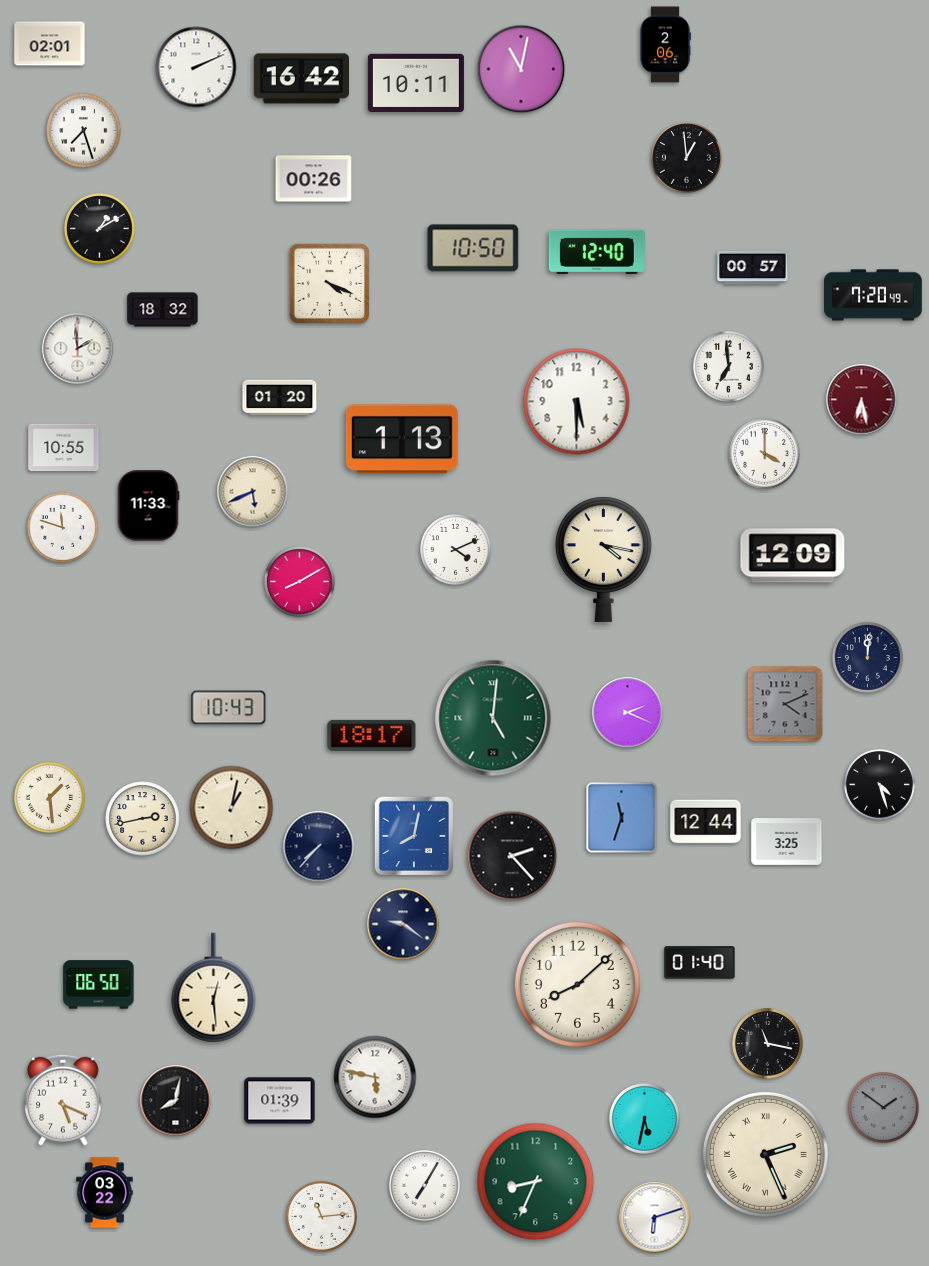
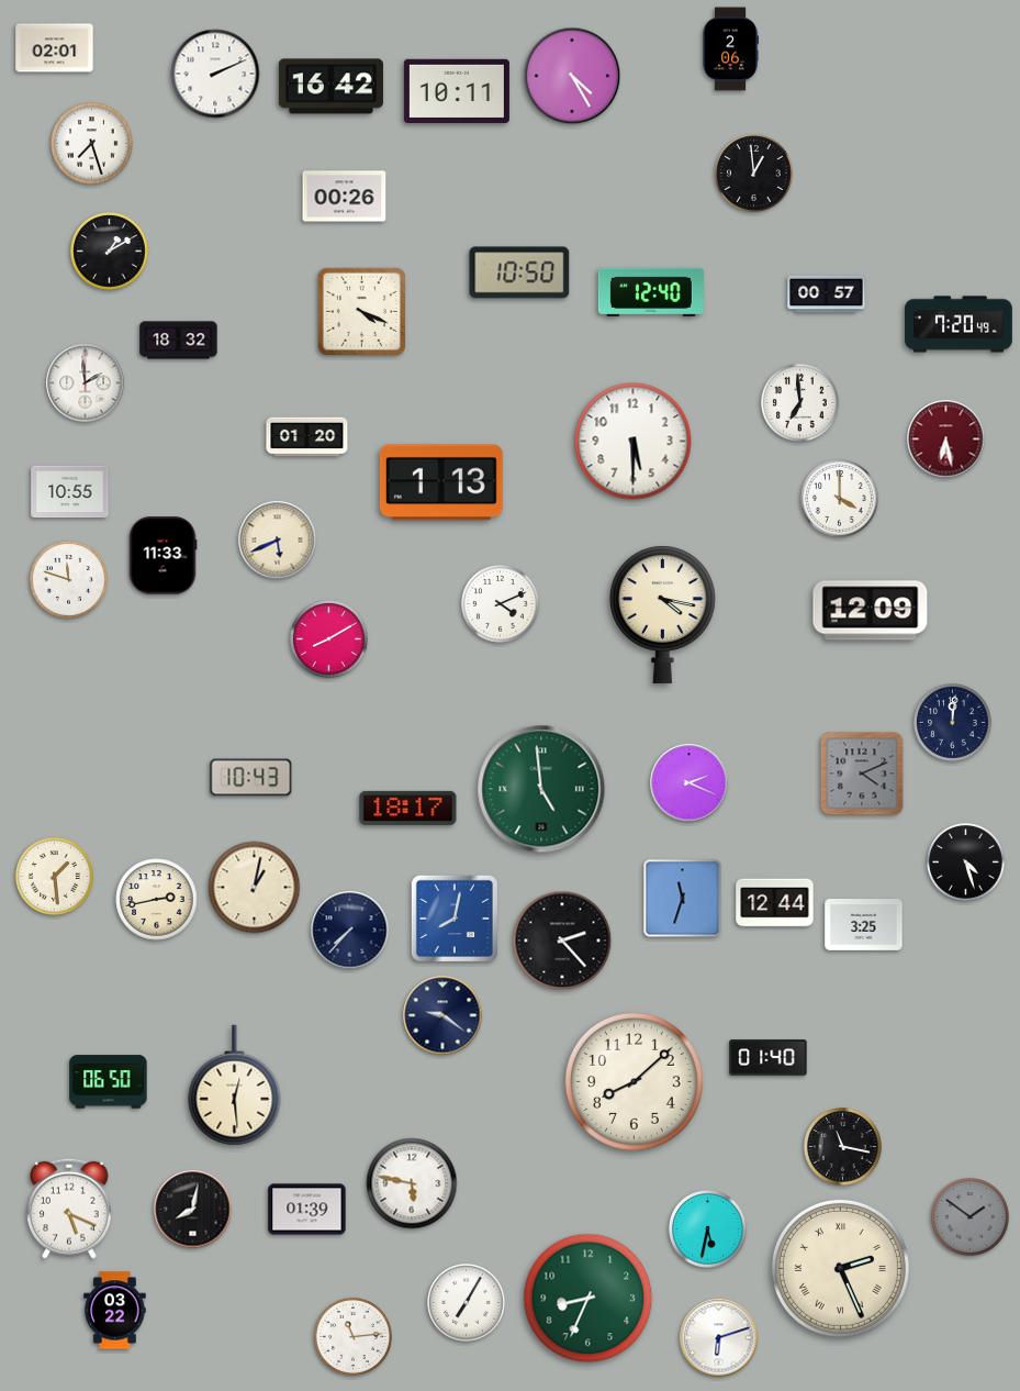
clock at (521, 69): 11:02 -> 4:25
clock at (597, 252) position: (597, 252) -> (651, 292)
clock at (493, 718): 5:01 -> 4:59
